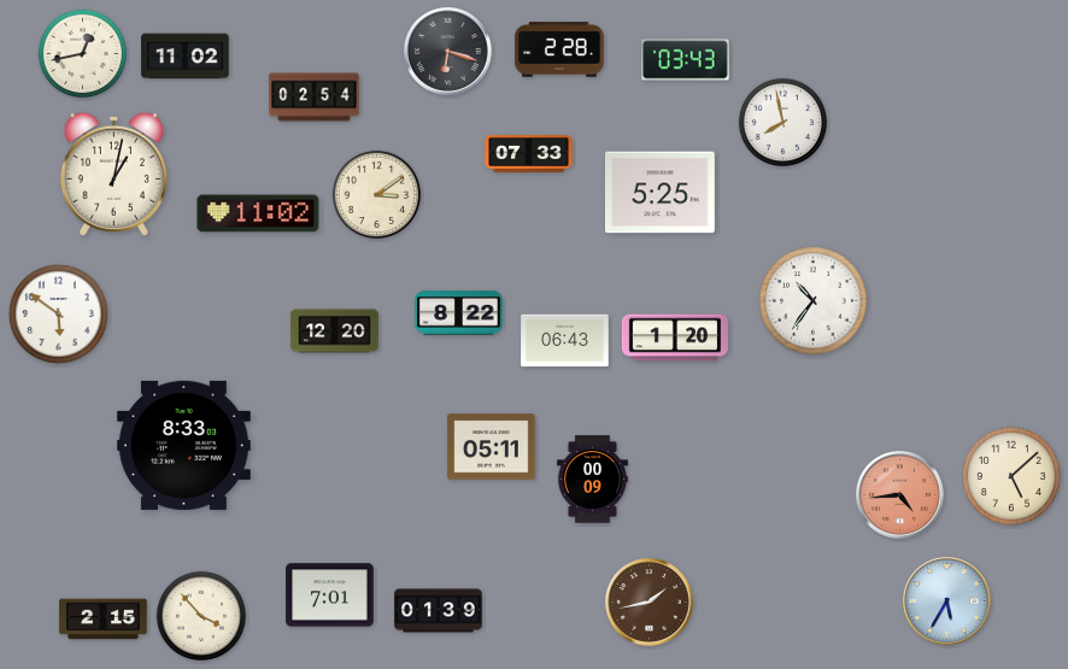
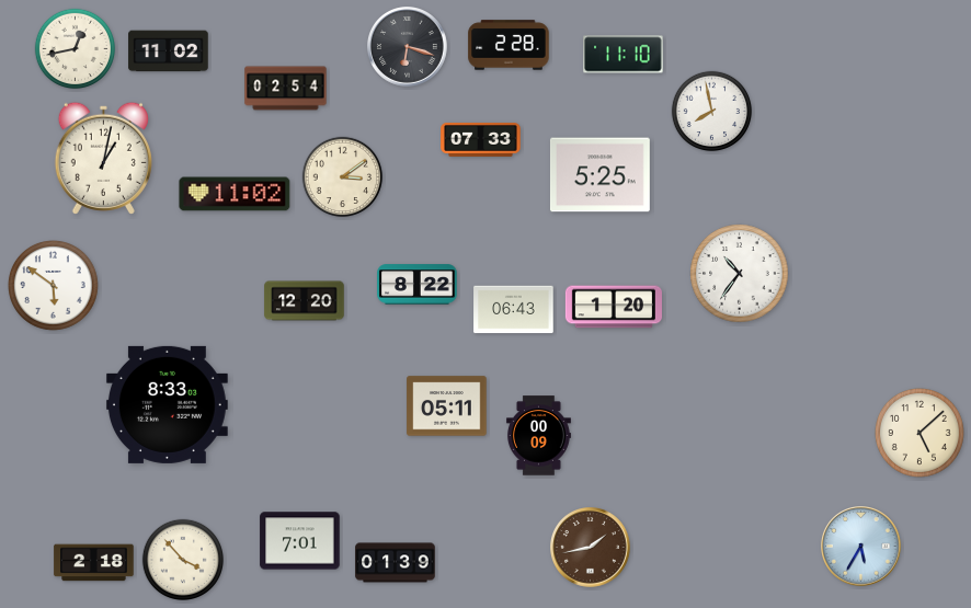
clock at (686, 60): 03:43 -> 11:10
clock at (900, 495): 4:44 -> none
clock at (439, 611) position: (439, 611) -> (396, 563)
clock at (104, 620): 2:15 -> 2:18
